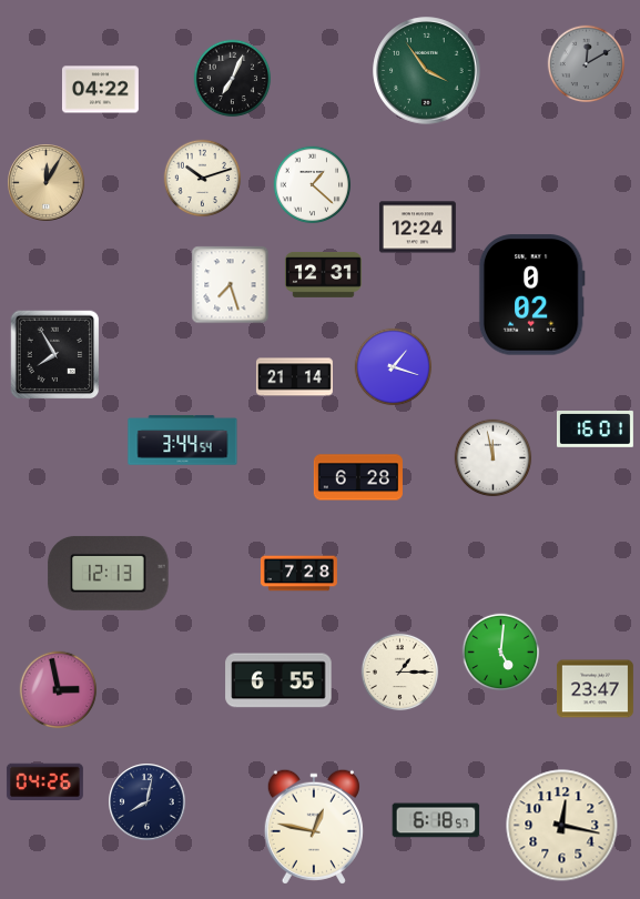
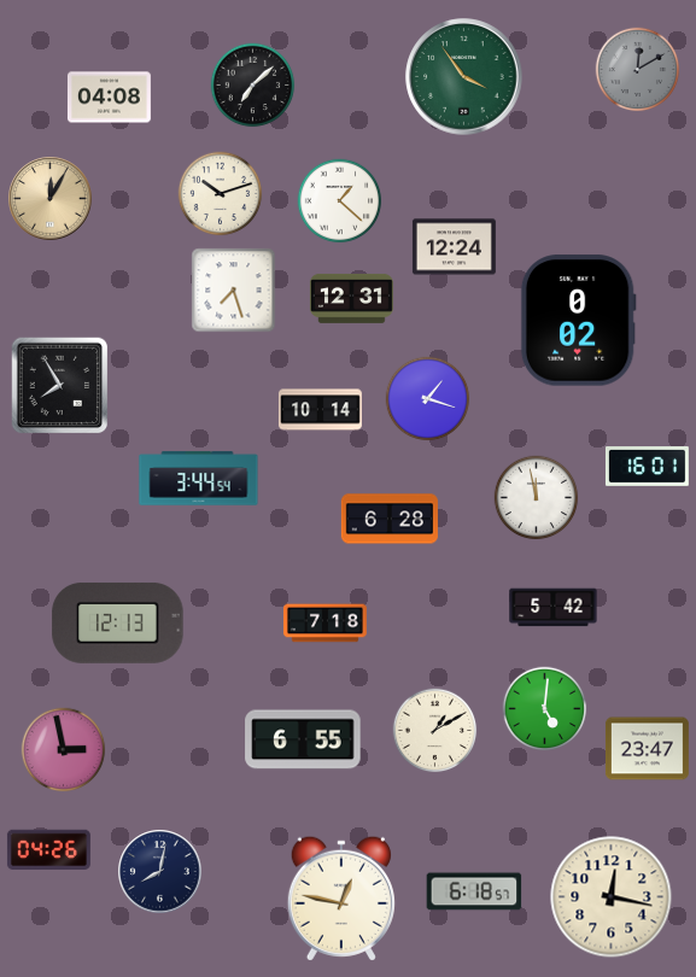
clock at (233, 79): 7:04 -> 7:08
clock at (100, 90): 04:22 -> 04:08
clock at (231, 285) position: (231, 285) -> (234, 291)
clock at (294, 377): 21:14 -> 10:14
clock at (554, 608): none -> 5:42
clock at (298, 574): 7:28 -> 7:18
clock at (400, 673): 1:15 -> 1:10
